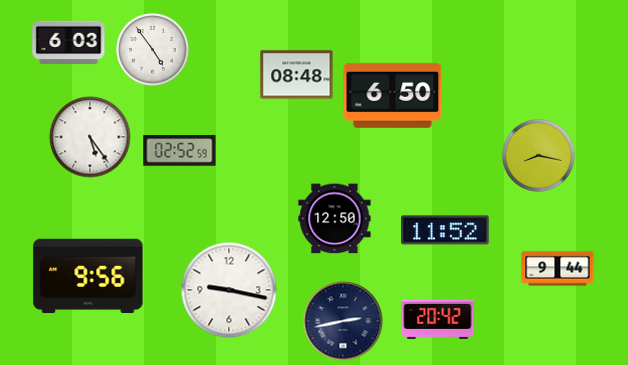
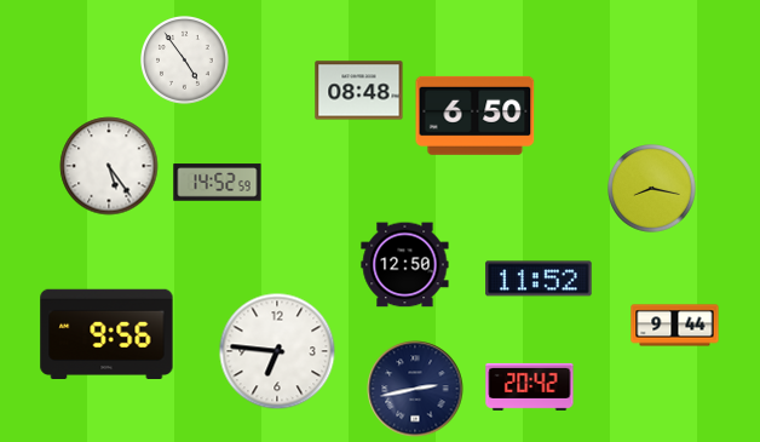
clock at (69, 43): 6:03 -> none
clock at (180, 151): 02:52 -> 14:52
clock at (229, 290): 9:17 -> 6:46
